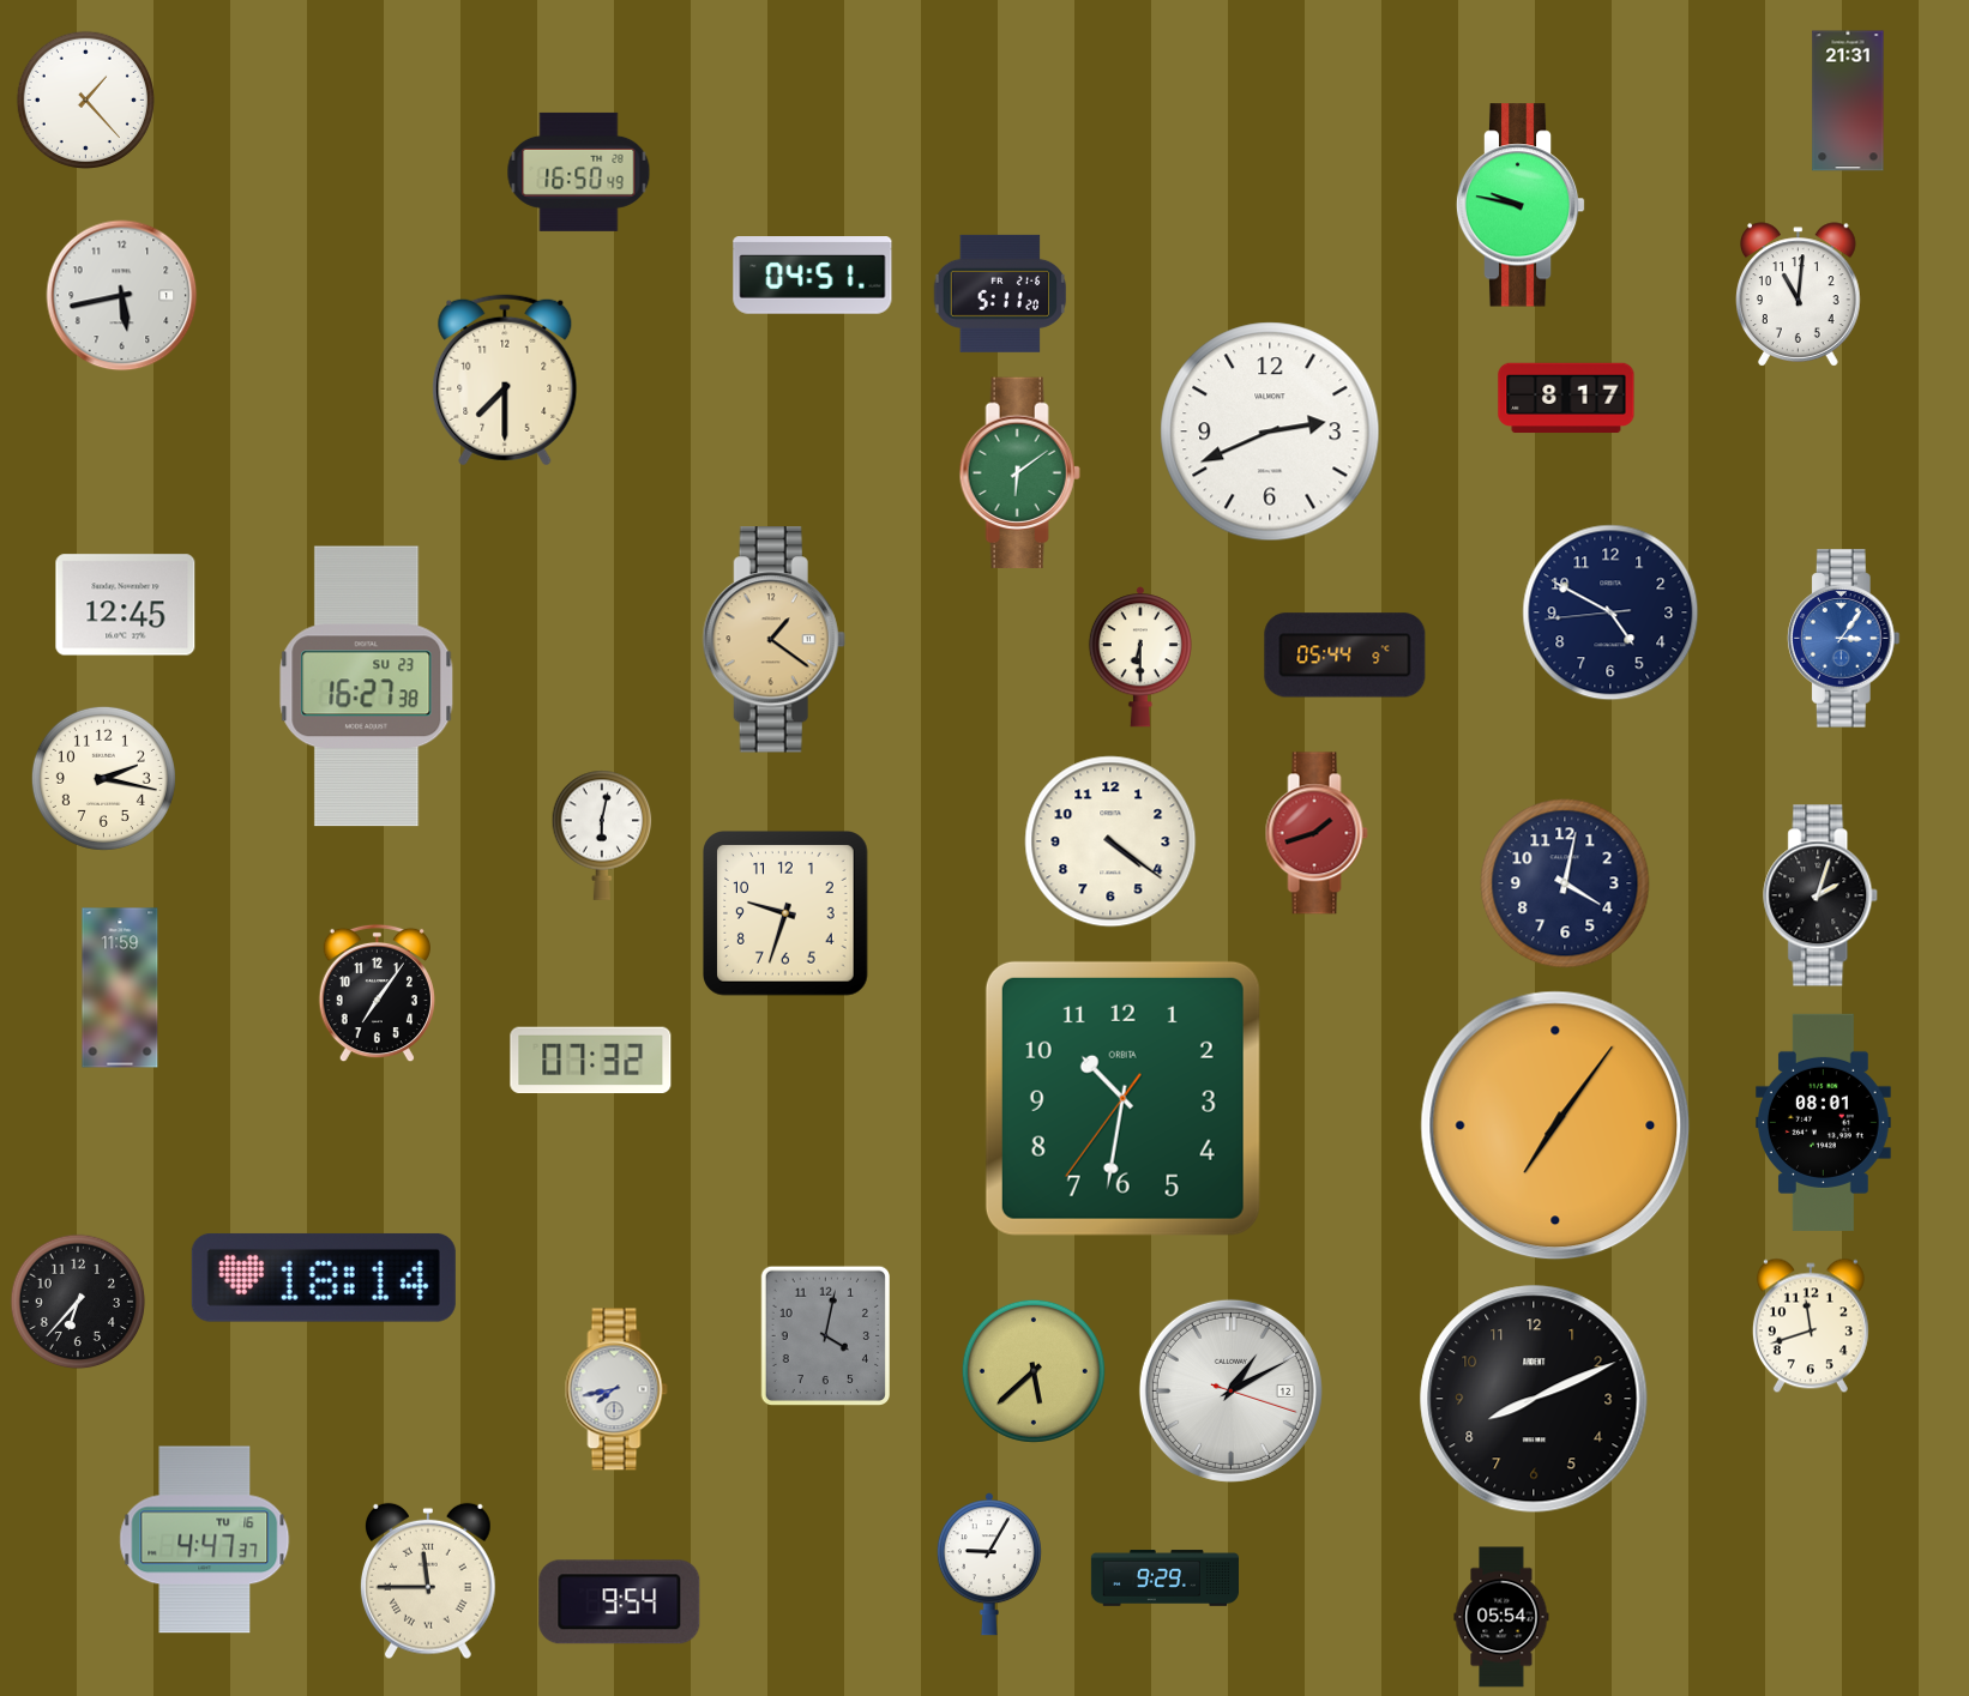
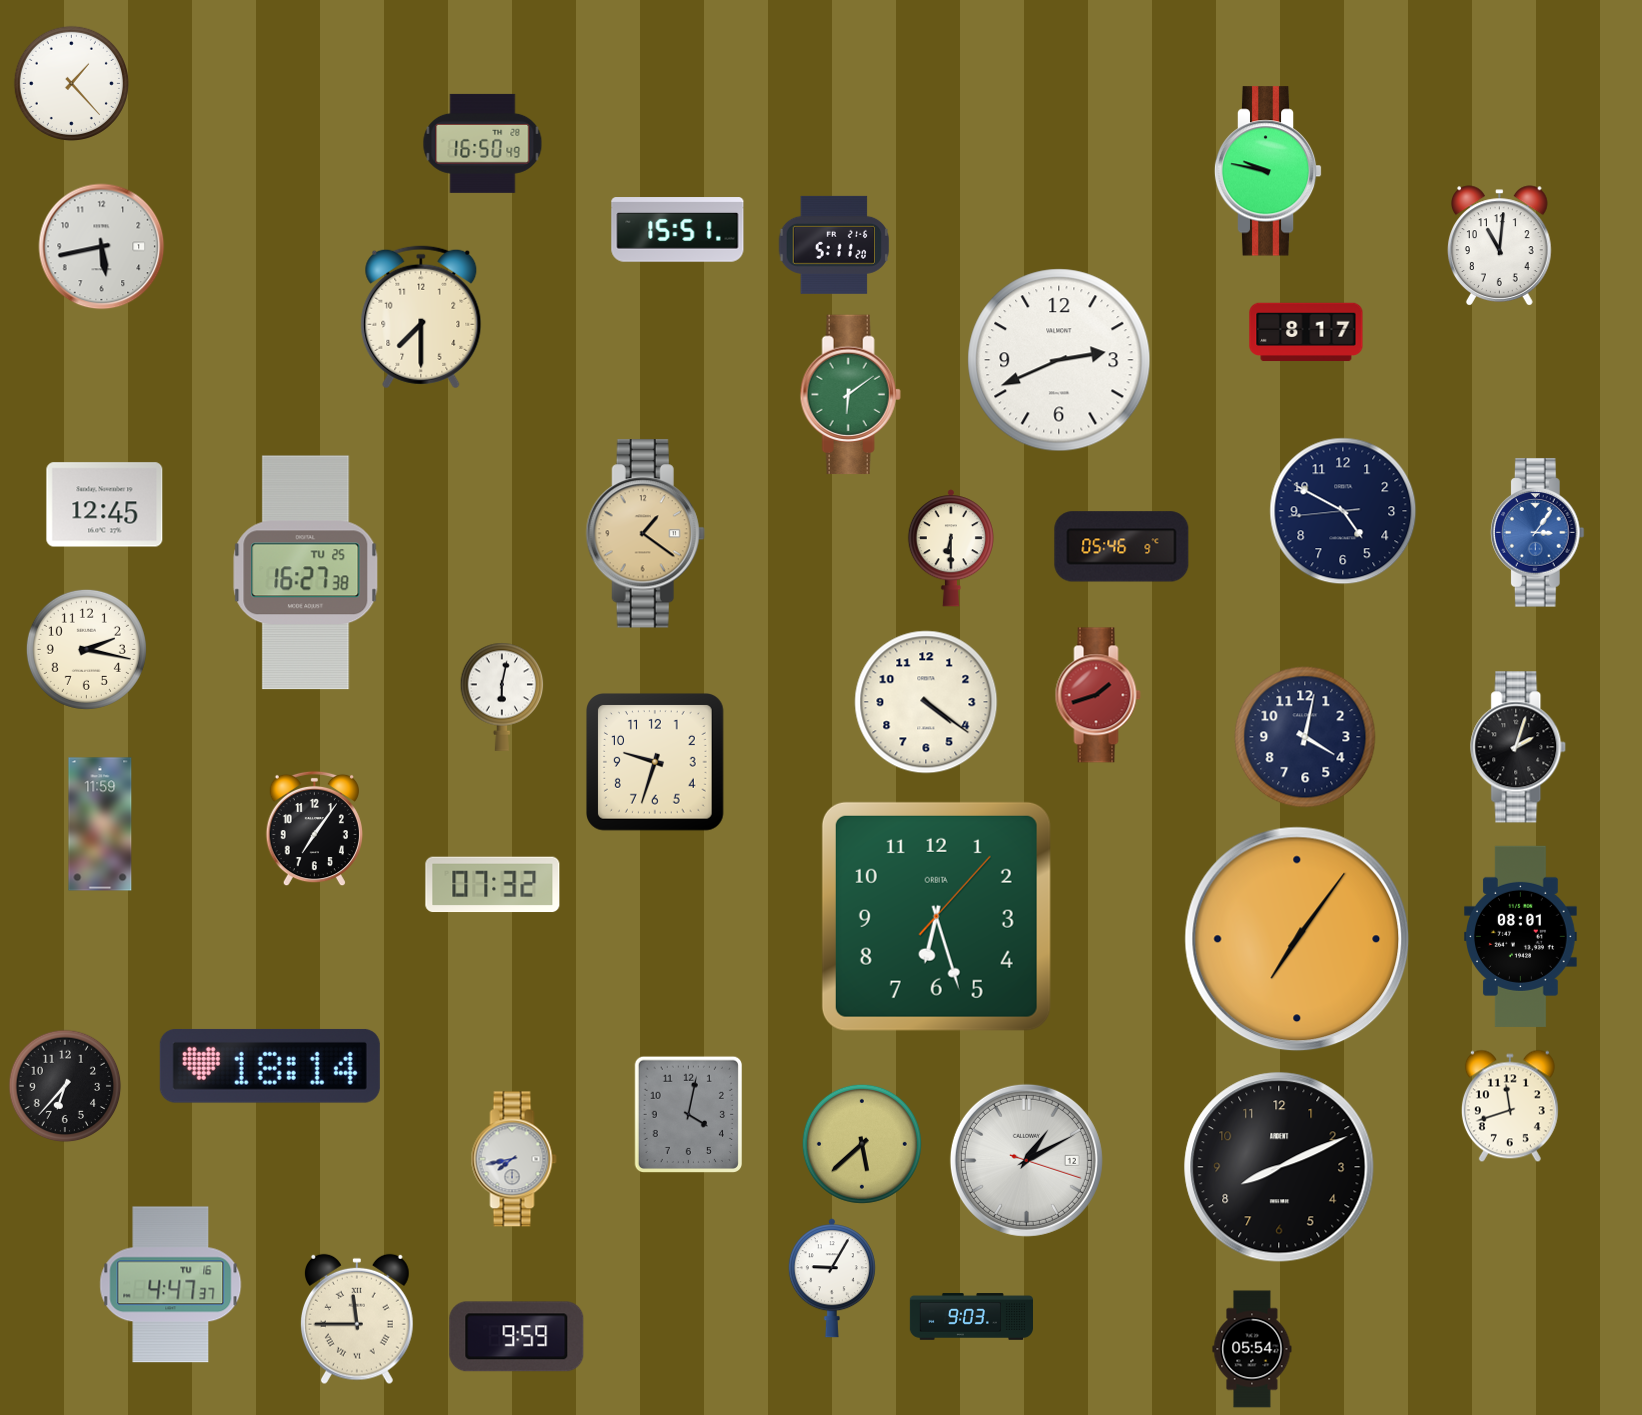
clock at (1848, 101): 21:31 -> none
clock at (813, 276): 04:51 -> 15:51
clock at (1345, 656): 05:44 -> 05:46
clock at (367, 687) date: SU 23 -> TU 25
clock at (1122, 1098): 10:31 -> 6:27
clock at (989, 1564) position: (989, 1564) -> (832, 1278)
clock at (1164, 1579): 9:29 -> 9:03
clock at (620, 1603): 9:54 -> 9:59
